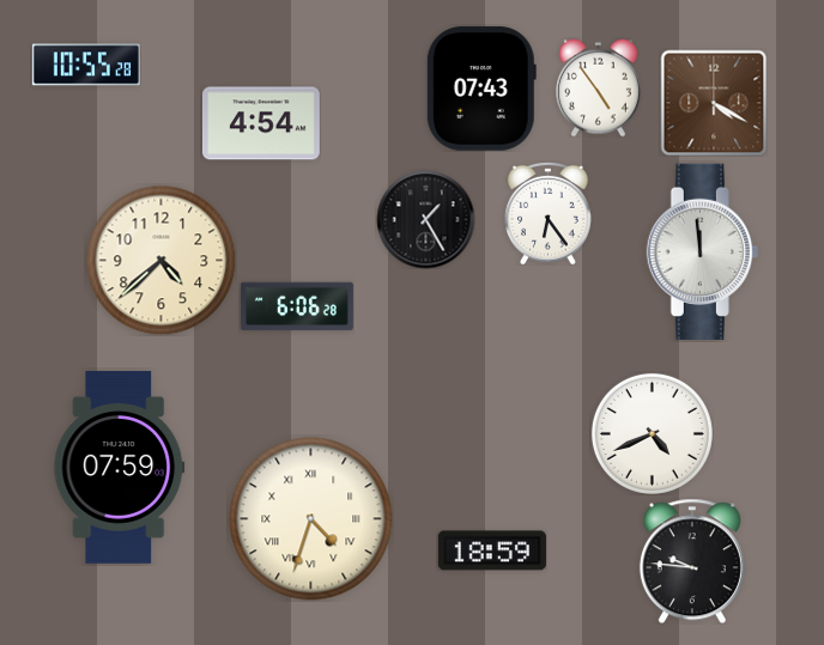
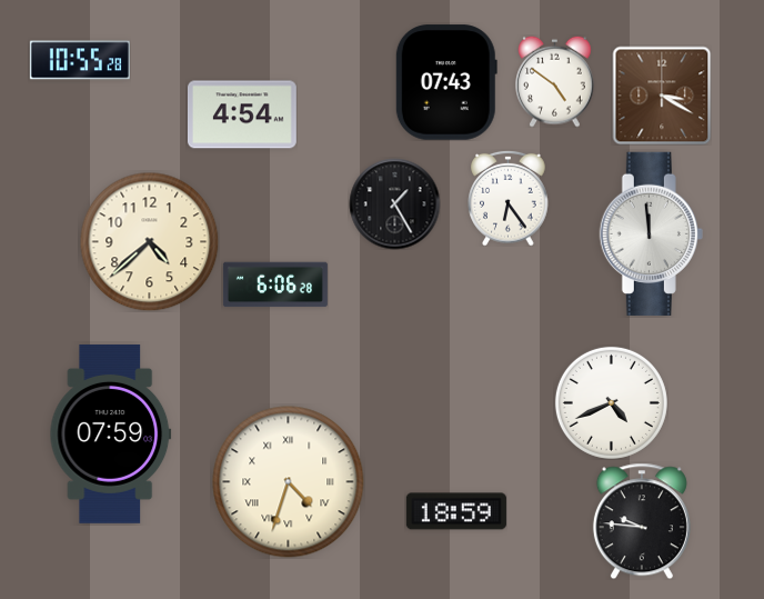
clock at (599, 87): 4:54 -> 4:51
clock at (714, 103): 4:20 -> 3:20
clock at (652, 433) position: (652, 433) -> (611, 402)
